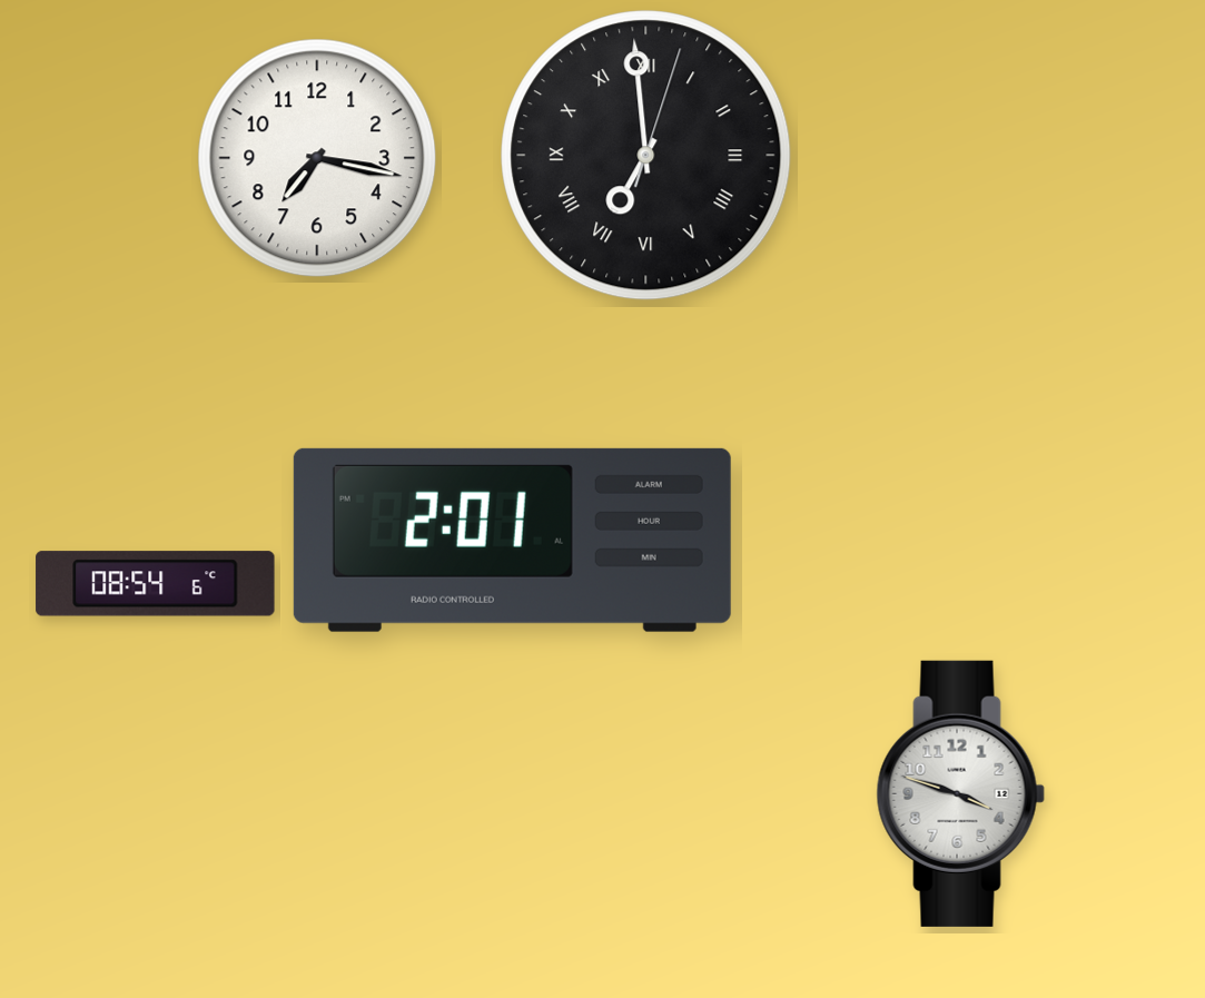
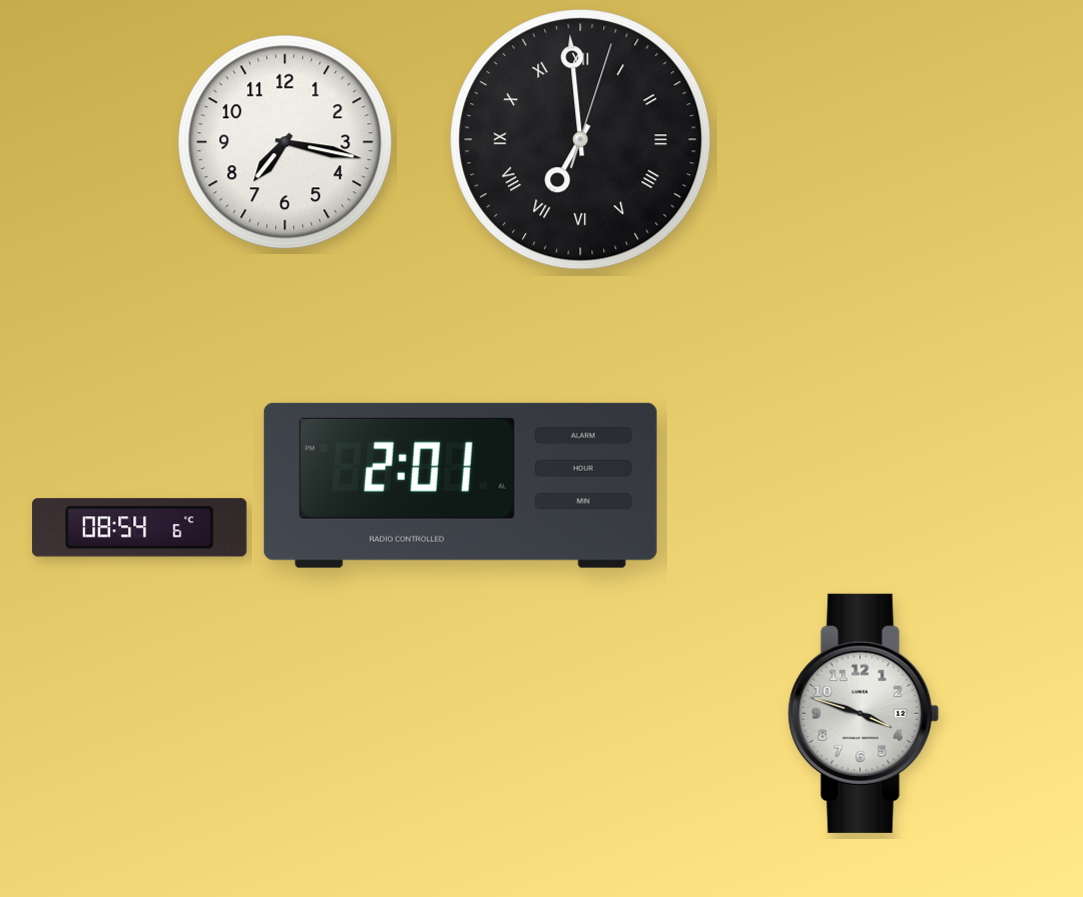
clock at (156, 584) position: (156, 584) -> (140, 528)
